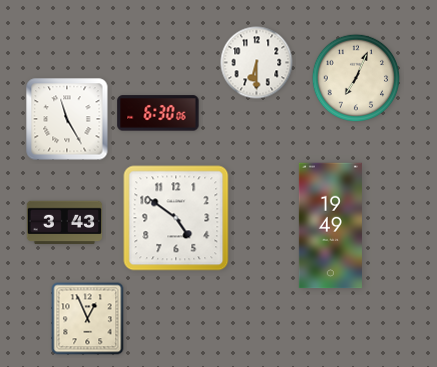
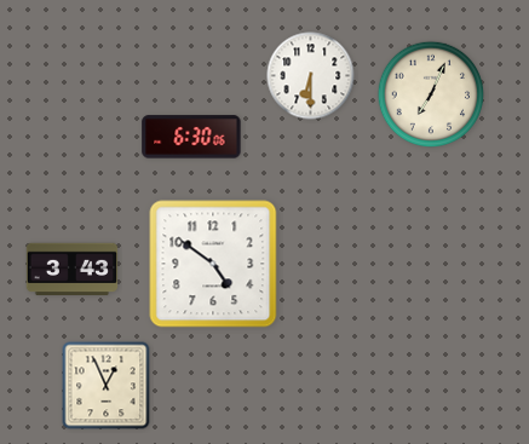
clock at (67, 119): 11:25 -> none
clock at (65, 223) position: (65, 223) -> (73, 270)
clock at (330, 226): 19:49 -> none
